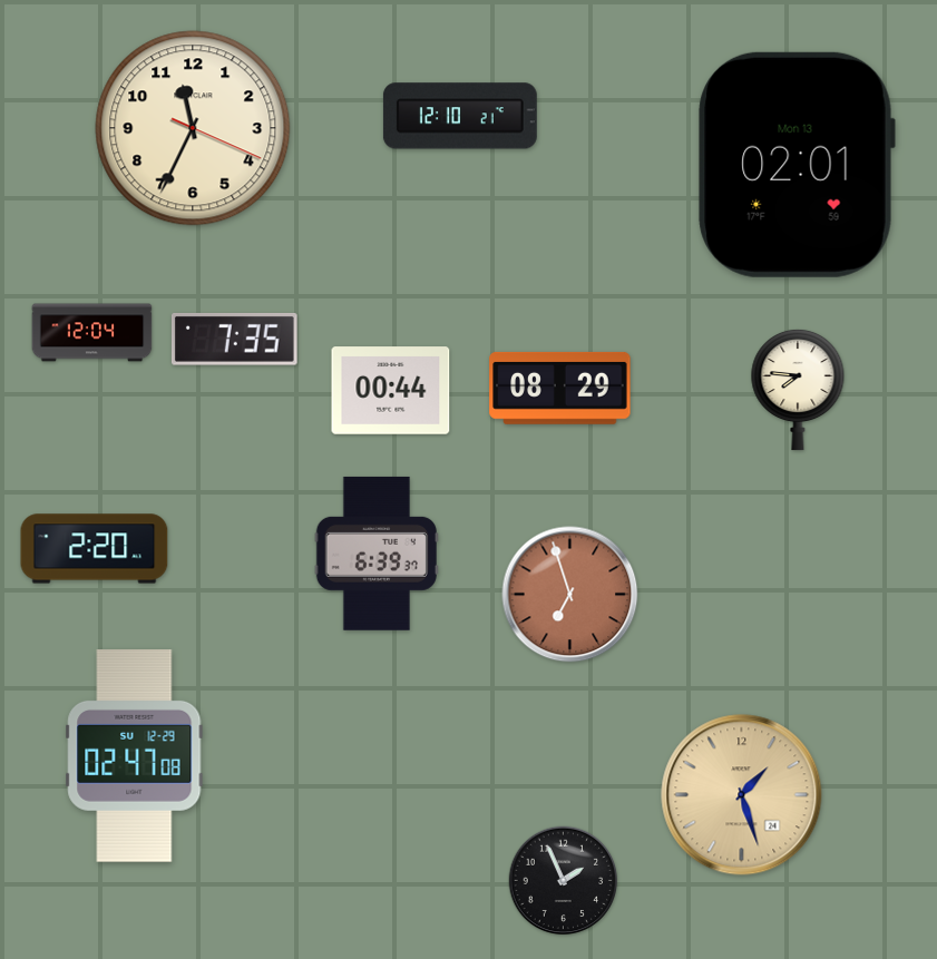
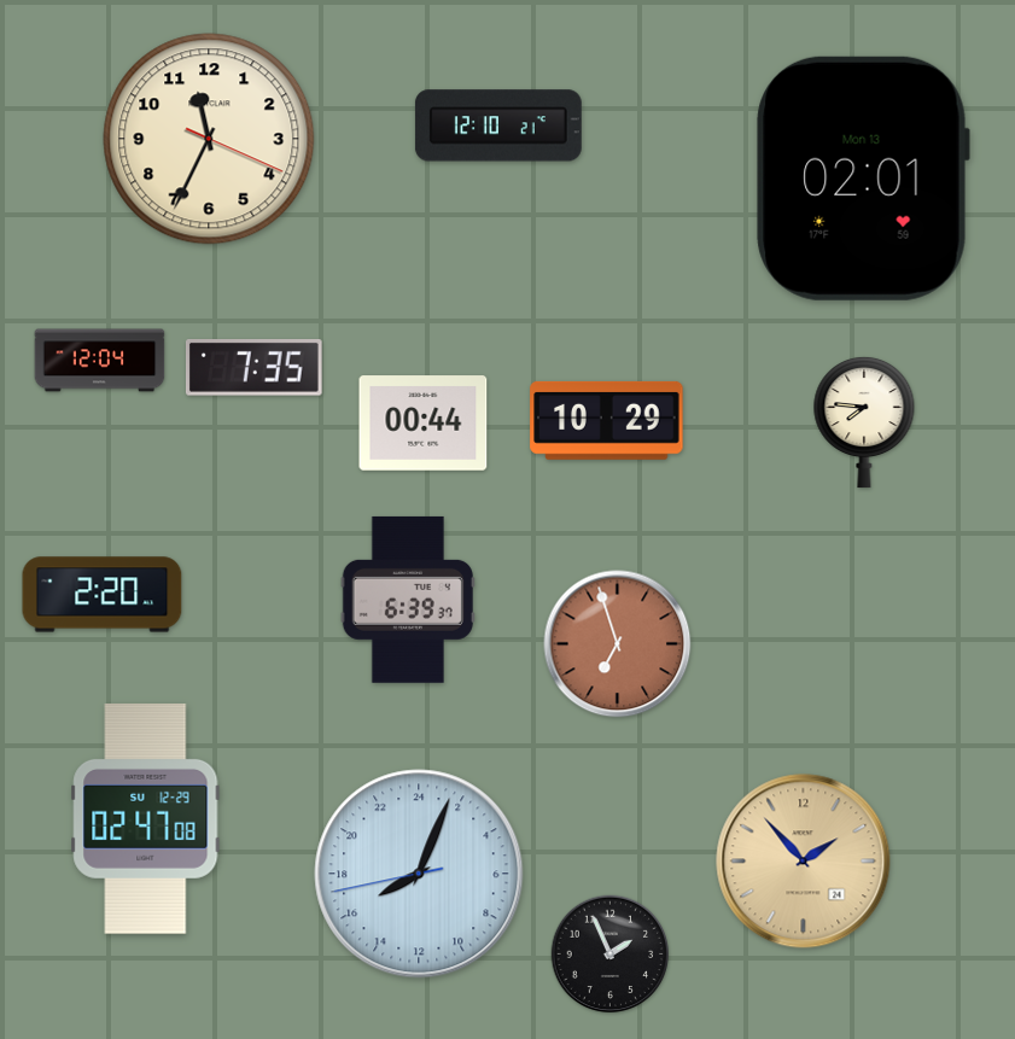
clock at (560, 388): 08:29 -> 10:29
clock at (742, 795): 1:27 -> 1:53
clock at (419, 874): none -> 16:03
